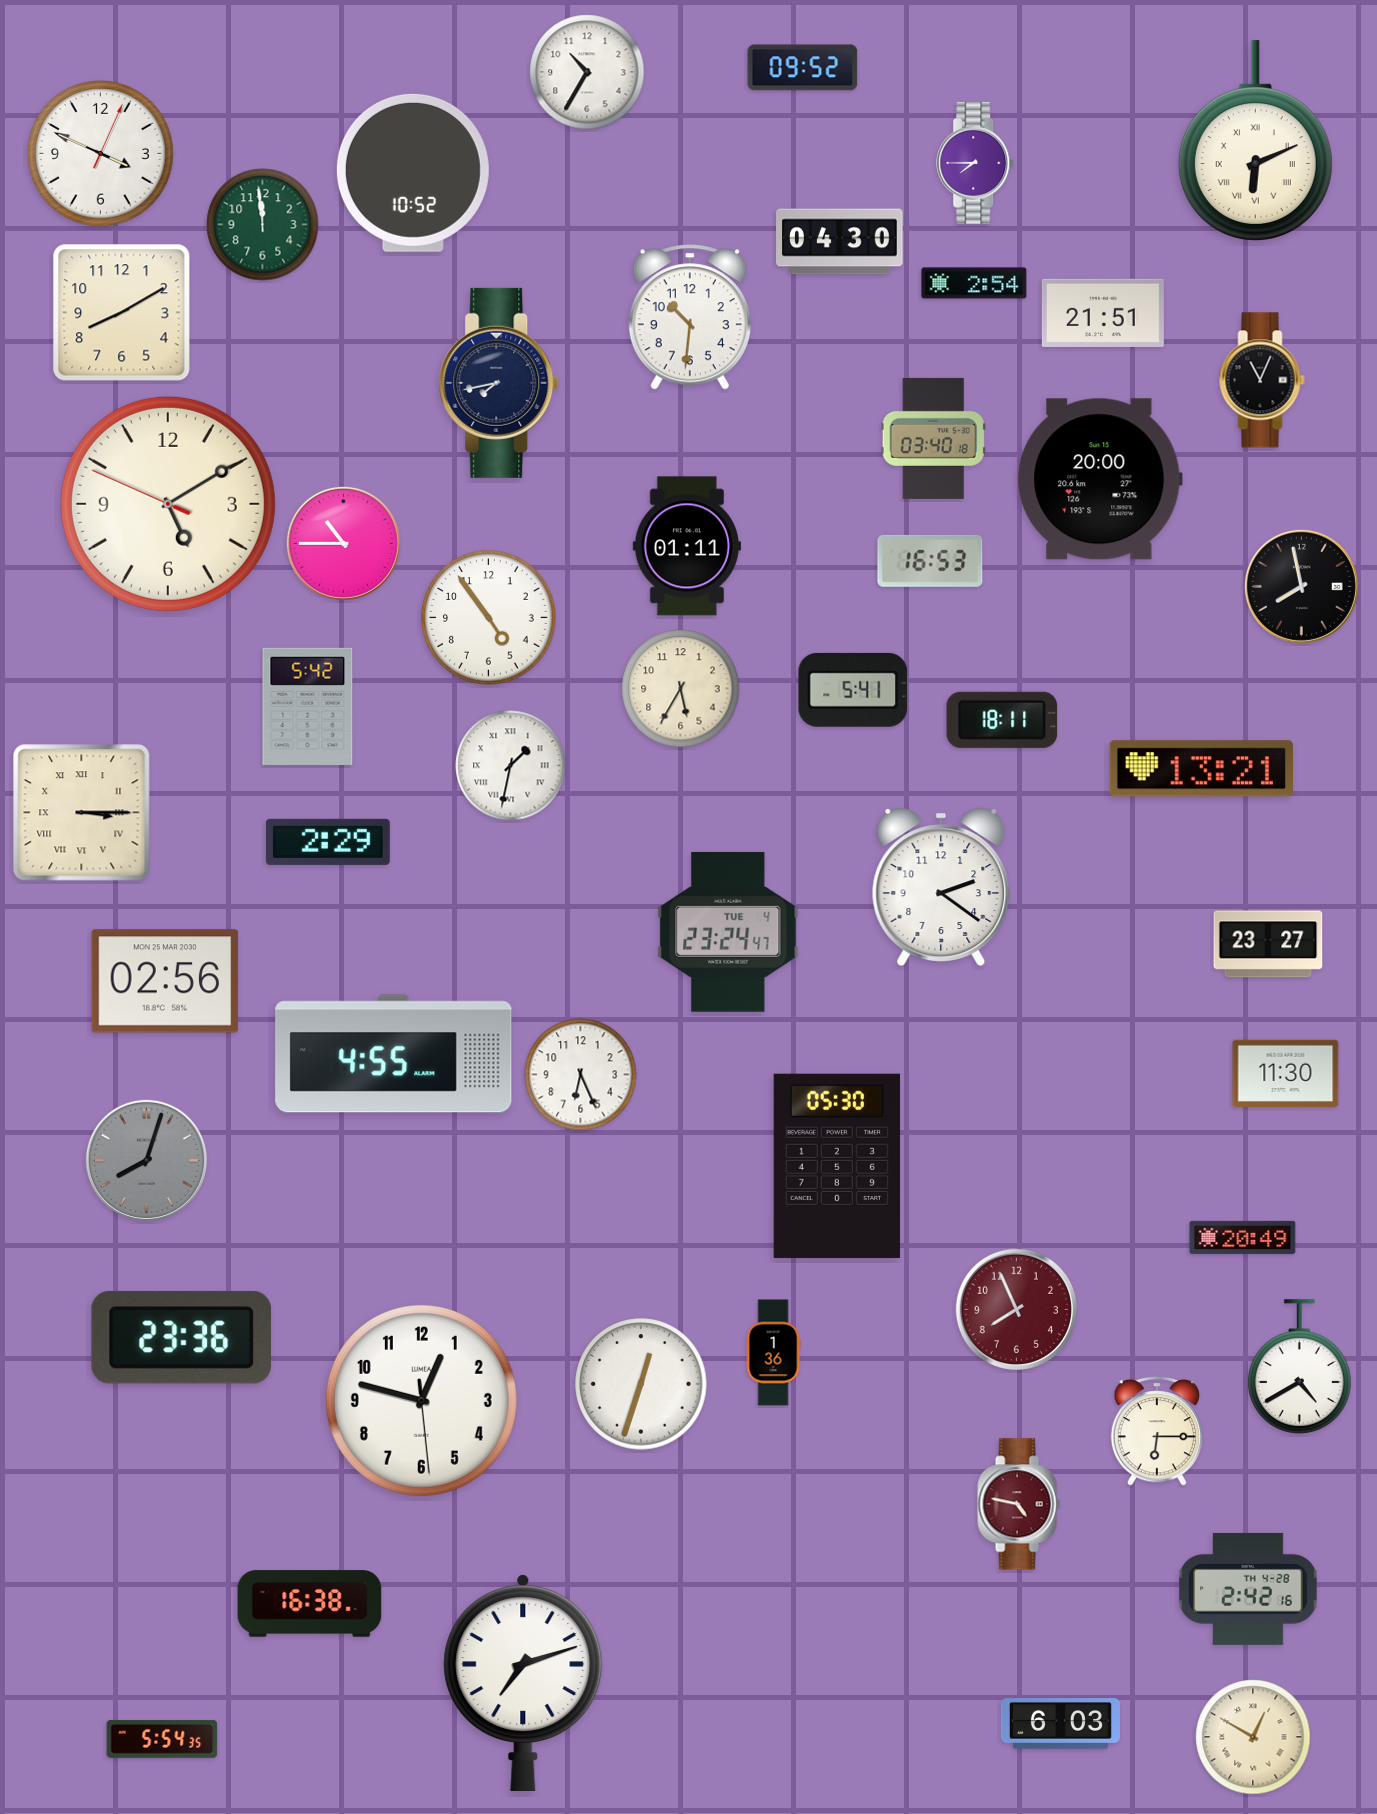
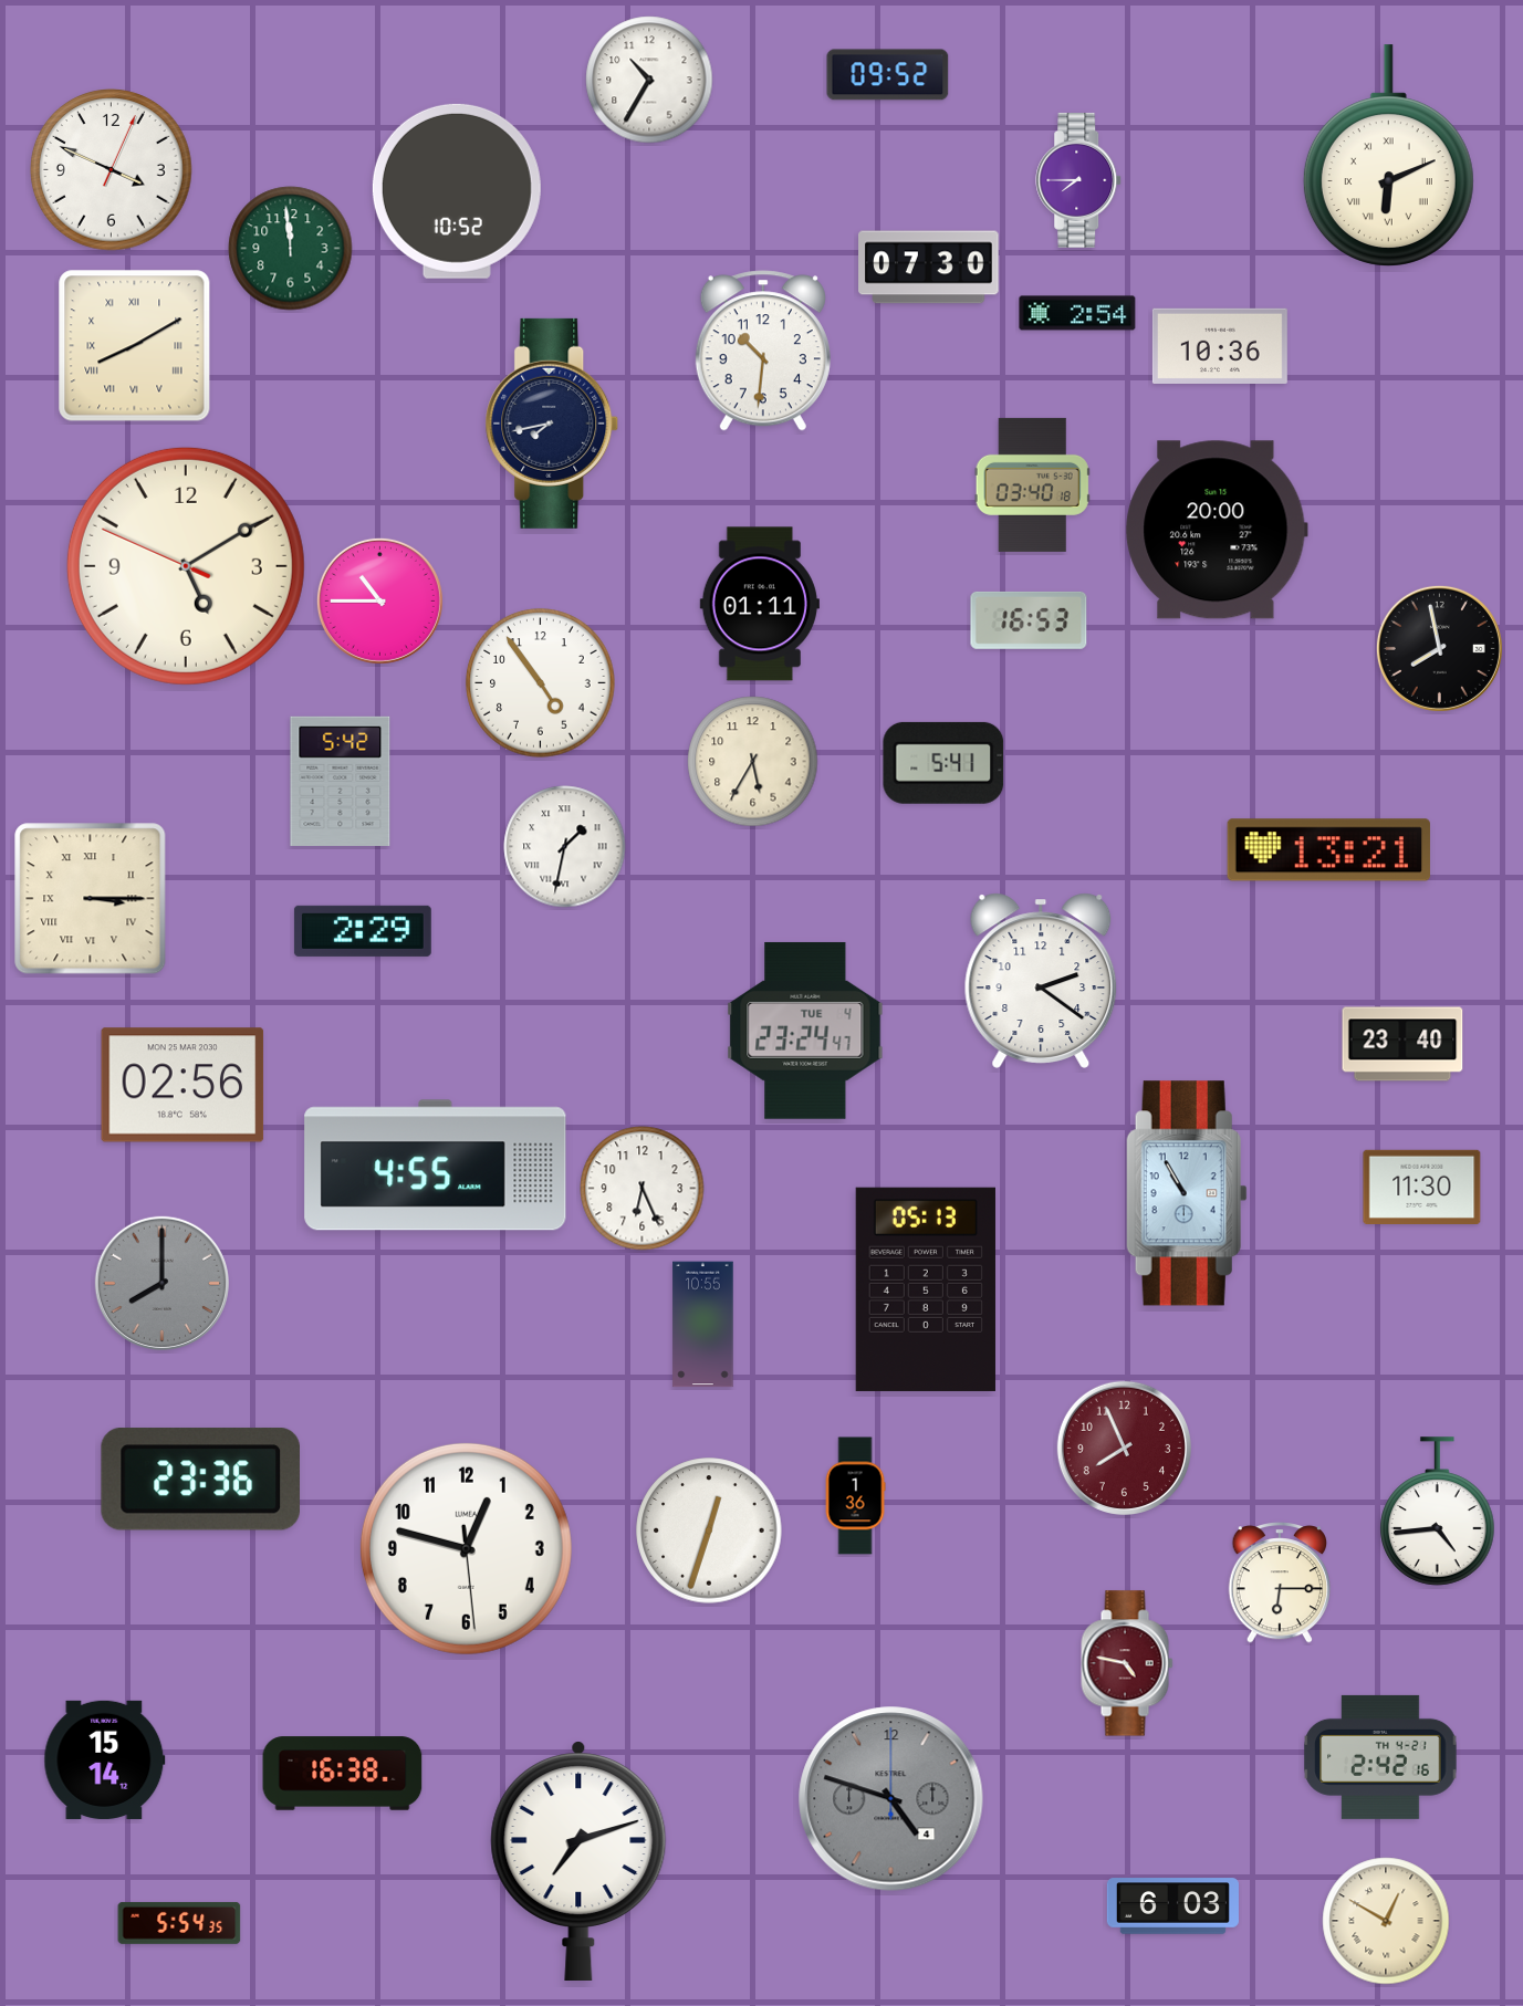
clock at (840, 242): 04:30 -> 07:30
clock at (122, 313) numerals: Arabic -> Roman
clock at (1103, 313): 21:51 -> 10:36
clock at (1262, 380): 11:04 -> none
clock at (168, 504) position: (168, 504) -> (186, 566)
clock at (1002, 720): 18:11 -> none
clock at (1268, 944): 23:27 -> 23:40
clock at (1187, 1193): none -> 10:55
clock at (146, 1160): 8:03 -> 8:00
clock at (837, 1166): 05:30 -> 05:13
clock at (703, 1325): none -> 10:55
clock at (1243, 1237): 20:49 -> none
clock at (1300, 1367): 4:40 -> 4:44
clock at (1248, 1589) date: TH 4-28 -> TH 4-21
clock at (105, 1759): none -> 15:14
clock at (891, 1799): none -> 4:48
